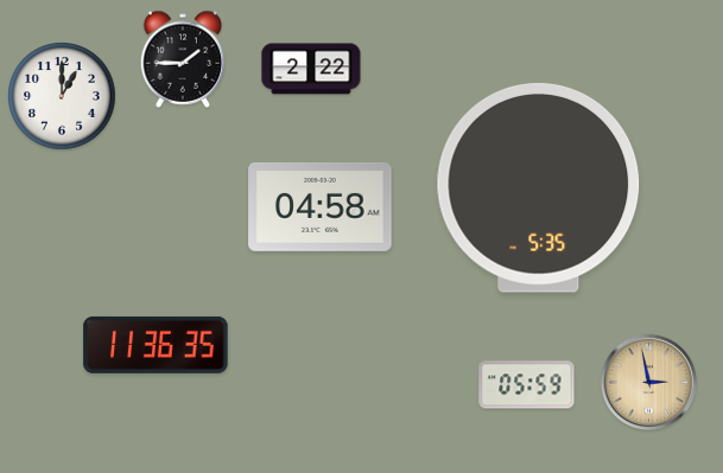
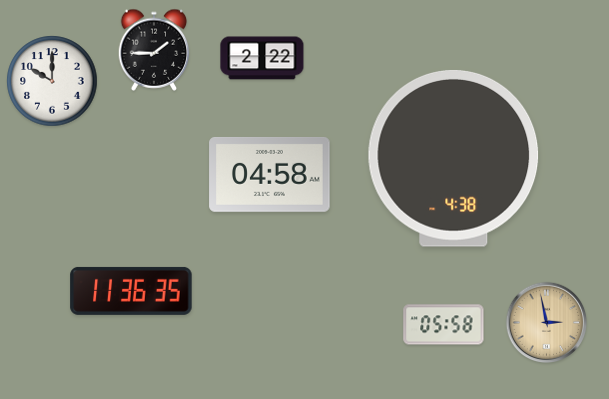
clock at (62, 96): 1:00 -> 10:00
clock at (539, 187): 5:35 -> 4:38
clock at (527, 385): 05:59 -> 05:58
